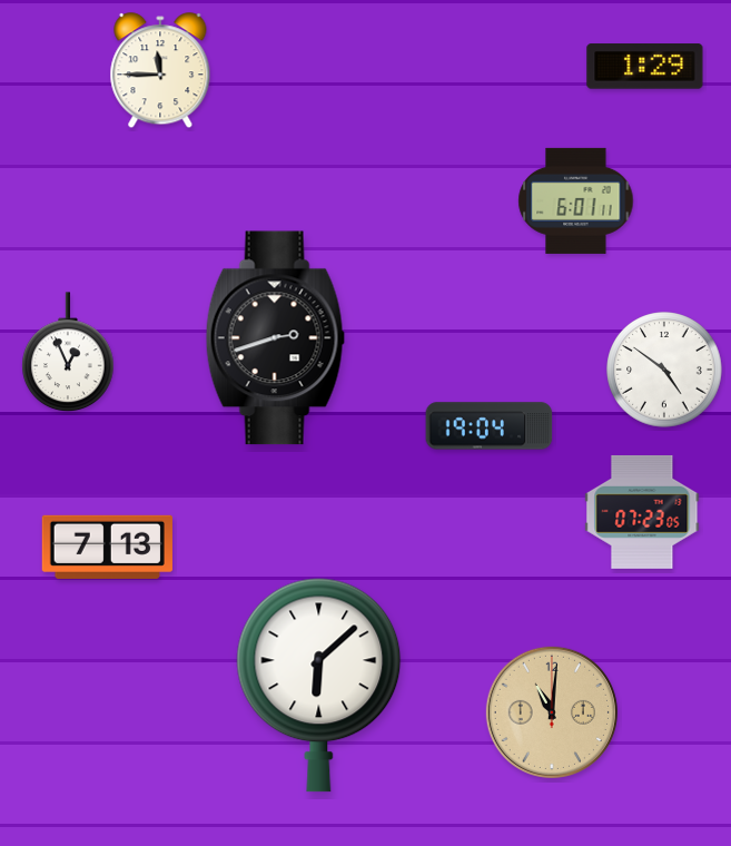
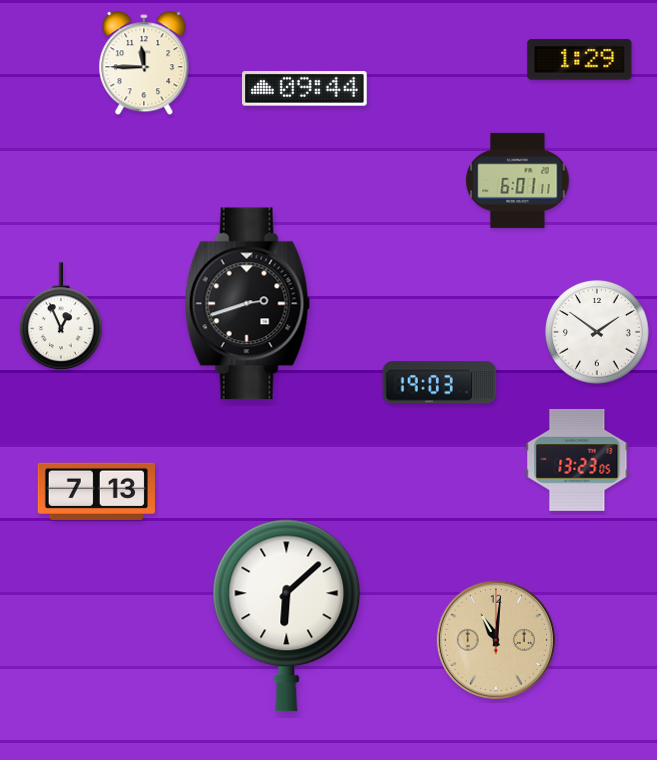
clock at (305, 89): none -> 09:44
clock at (664, 370): 4:51 -> 1:51
clock at (490, 426): 19:04 -> 19:03
clock at (642, 512): 07:23 -> 13:23
